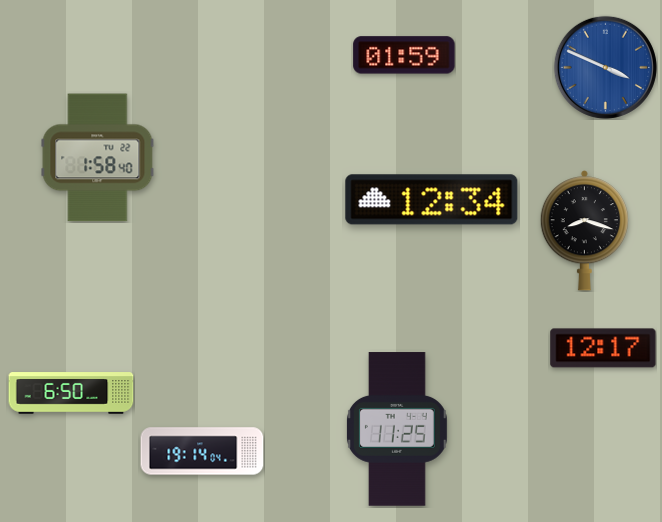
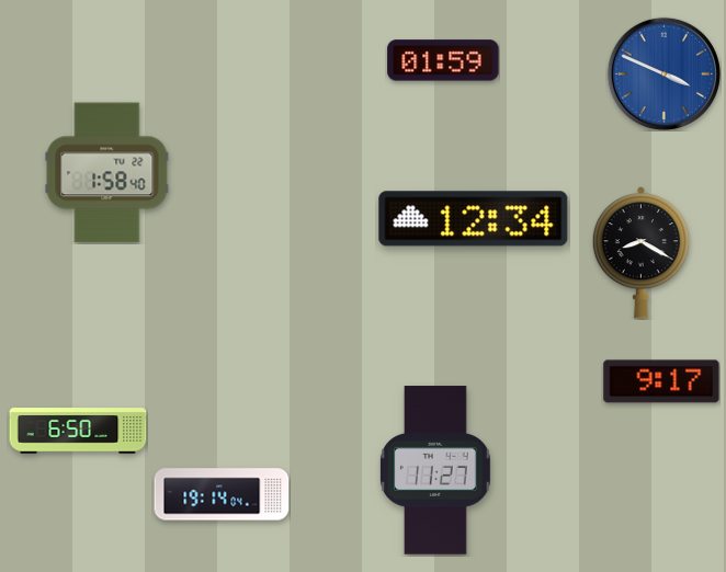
clock at (584, 231): 8:18 -> 8:20
clock at (603, 348): 12:17 -> 9:17
clock at (397, 429): 11:25 -> 11:27
